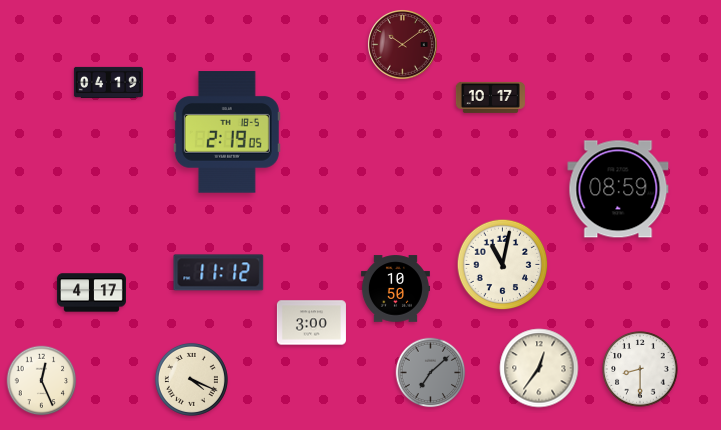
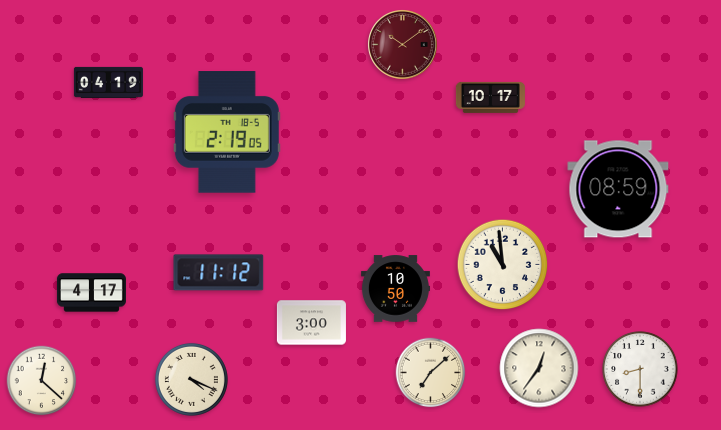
clock at (503, 265): 11:02 -> 10:59
clock at (431, 373) dial: grey -> cream
clock at (42, 381): 12:26 -> 12:22
